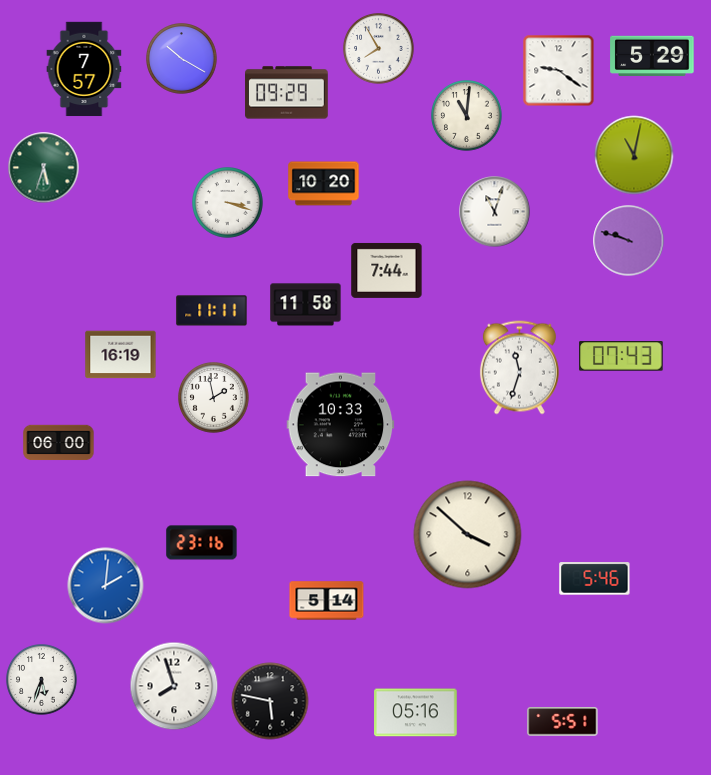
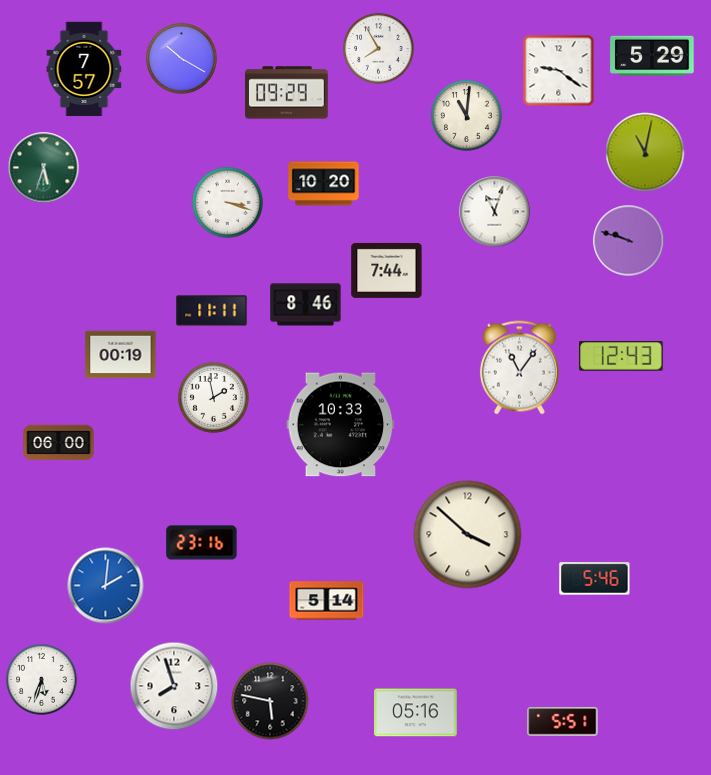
clock at (634, 155) position: (634, 155) -> (645, 152)
clock at (306, 305): 11:58 -> 8:46
clock at (121, 355): 16:19 -> 00:19
clock at (621, 356): 07:43 -> 12:43
clock at (519, 368): 11:33 -> 11:06
